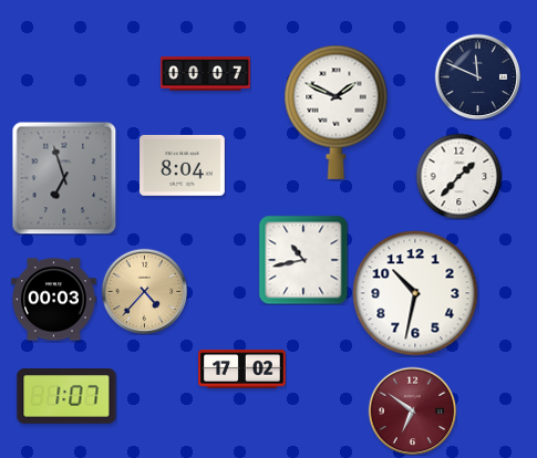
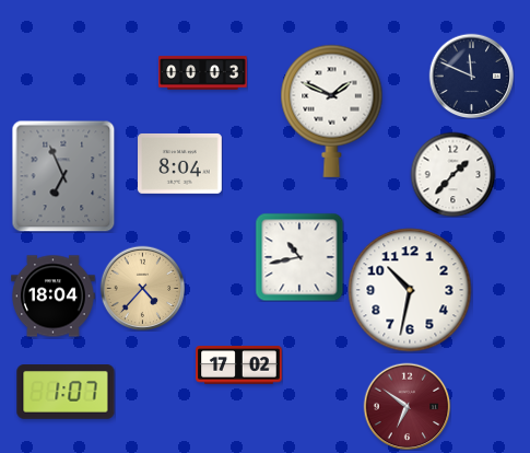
clock at (206, 74): 00:07 -> 00:03
clock at (64, 178): 6:57 -> 6:56
clock at (54, 300): 00:03 -> 18:04
